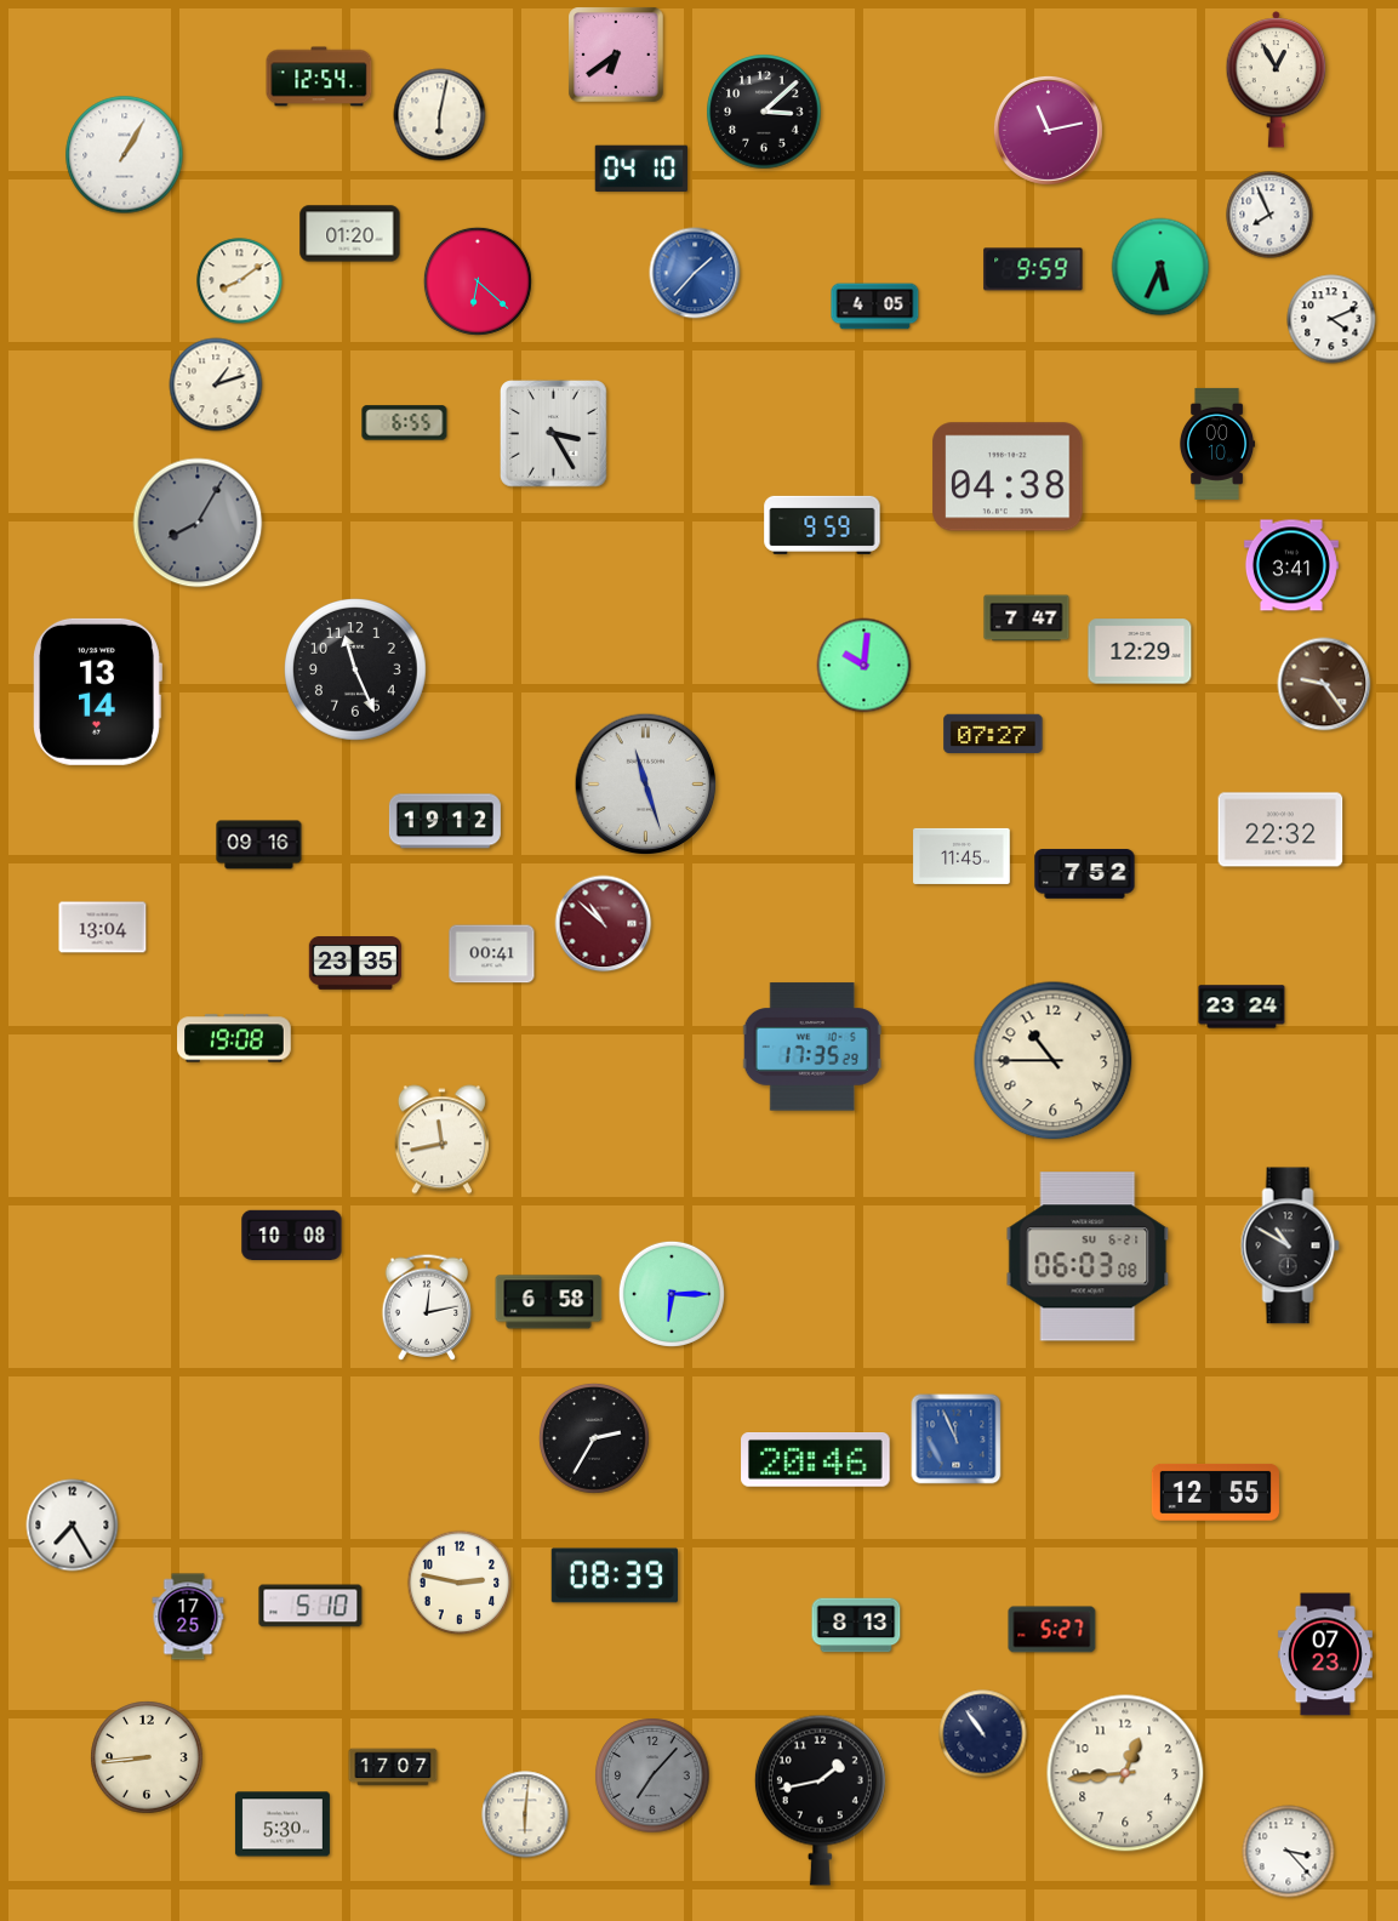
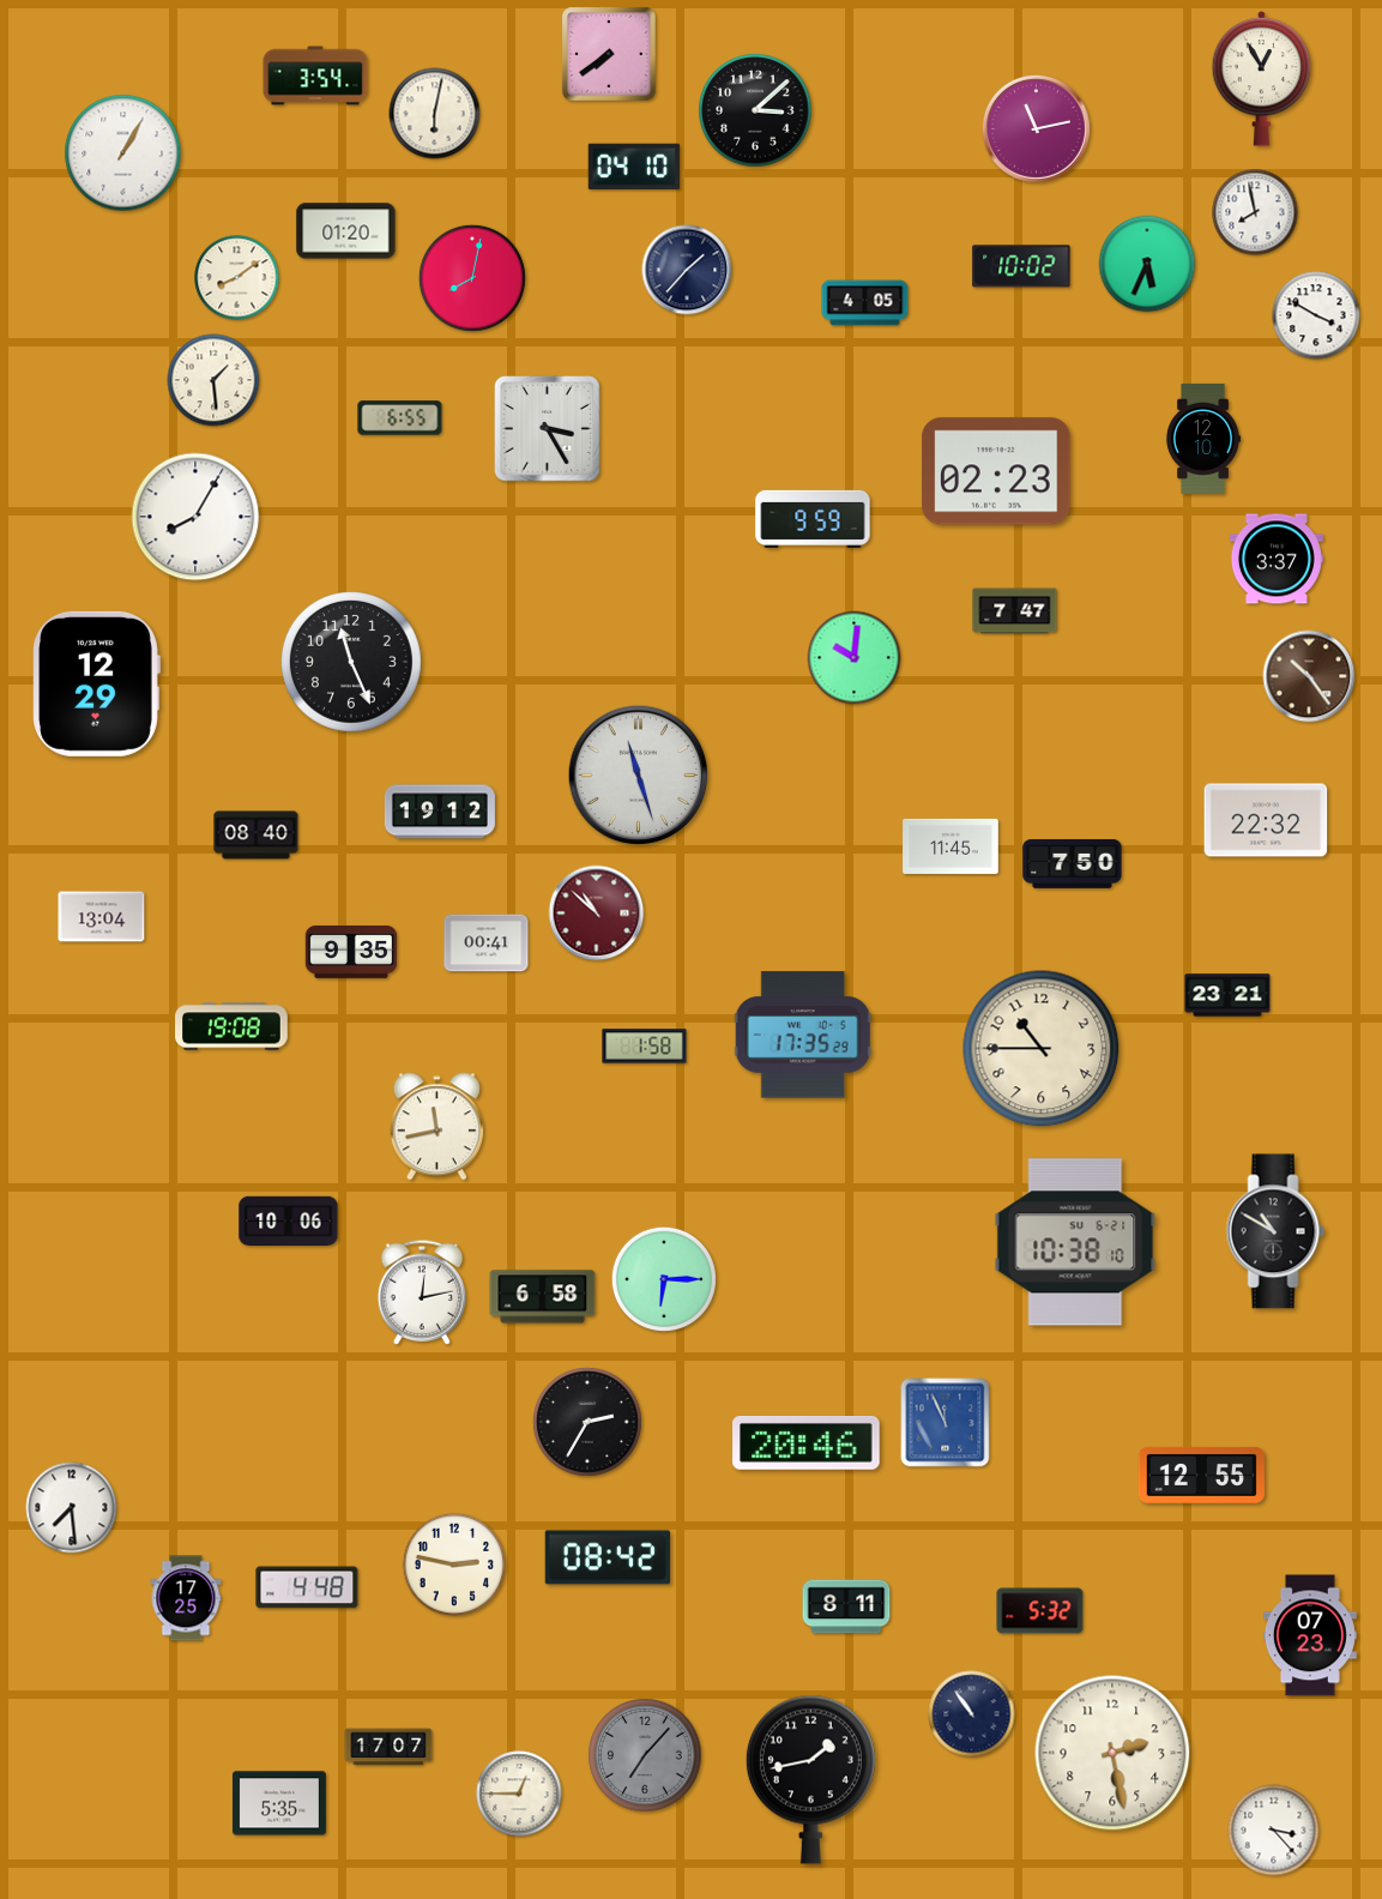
clock at (616, 55): 6:39 -> 7:39
clock at (319, 76): 12:54 -> 3:54
clock at (1269, 215): 7:56 -> 7:58
clock at (1033, 269): 9:59 -> 10:02
clock at (695, 273) dial: blue -> navy
clock at (478, 281): 6:22 -> 8:02
clock at (1331, 319): 4:11 -> 3:50
clock at (216, 384): 1:12 -> 1:29
clock at (1217, 444): 00:10 -> 12:10
clock at (1008, 477): 04:38 -> 02:23
clock at (198, 523) dial: grey -> white
clock at (1291, 565): 3:41 -> 3:37
clock at (1140, 651): 12:29 -> none
clock at (1324, 684): 9:24 -> 10:24
clock at (97, 691): 13:14 -> 12:29
clock at (993, 733): 07:27 -> none
clock at (259, 845): 09:16 -> 08:40
clock at (1085, 874): 7:52 -> 7:50
clock at (355, 964): 23:35 -> 9:35
clock at (1242, 1007): 23:24 -> 23:21
clock at (645, 1047): none -> 1:58
clock at (292, 1235): 10:08 -> 10:06
clock at (1088, 1256): 06:03 -> 10:38
clock at (549, 1302) position: (549, 1302) -> (543, 1297)
clock at (73, 1526): 7:25 -> 7:29
clock at (614, 1575): 08:39 -> 08:42
clock at (310, 1606): 5:10 -> 4:48
clock at (856, 1625): 8:13 -> 8:11
clock at (1052, 1630): 5:27 -> 5:32
clock at (147, 1757): 8:44 -> none
clock at (1125, 1773): 12:44 -> 2:28
clock at (525, 1814): 6:01 -> 12:45
clock at (283, 1824): 5:30 -> 5:35
